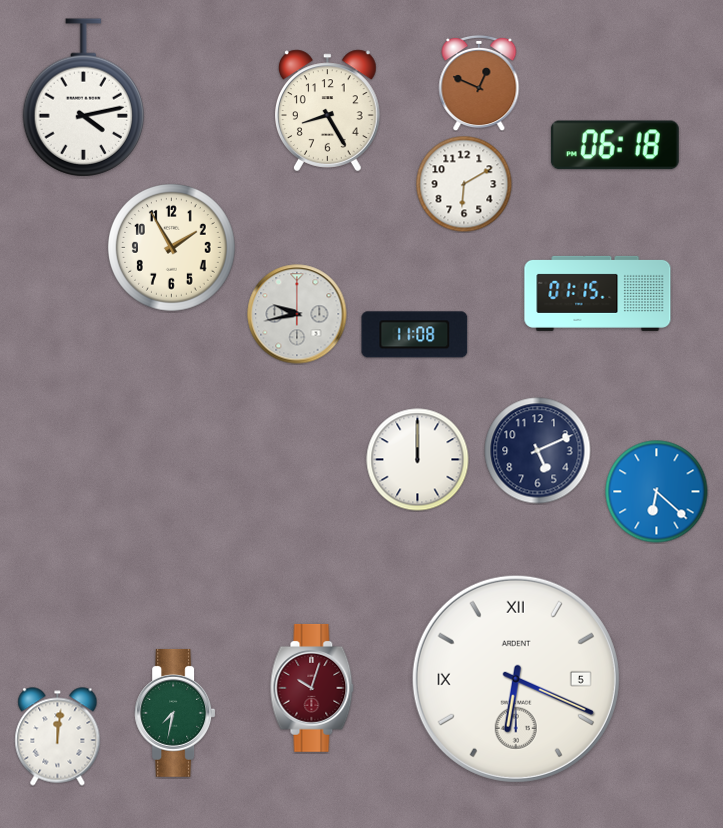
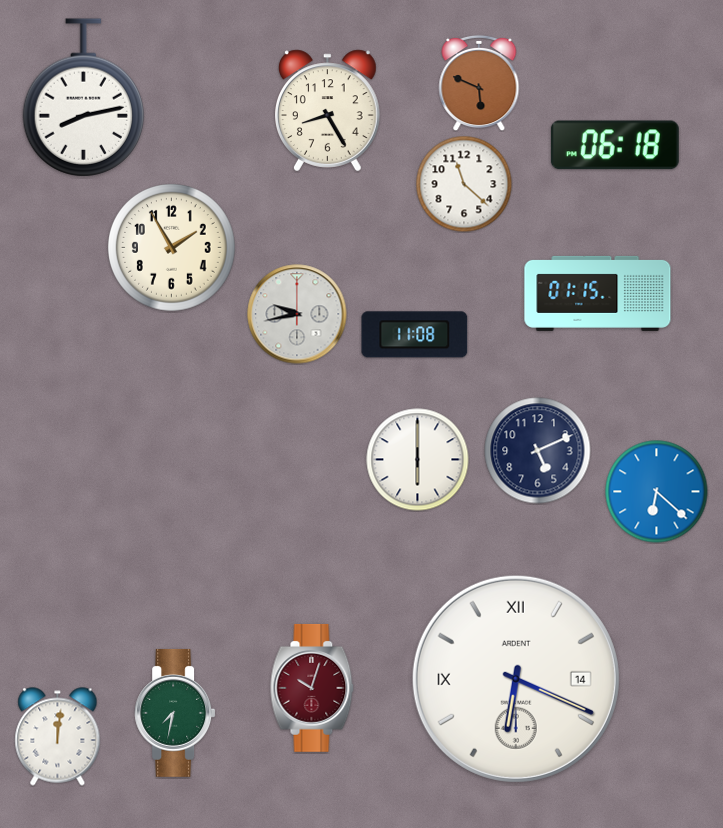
clock at (479, 83): 12:49 -> 5:49
clock at (83, 98): 4:13 -> 8:13
clock at (464, 184): 6:10 -> 11:22
clock at (418, 460): 12:00 -> 6:00
clock at (516, 679) date: 5 -> 14
